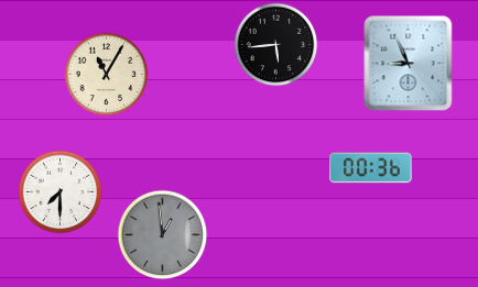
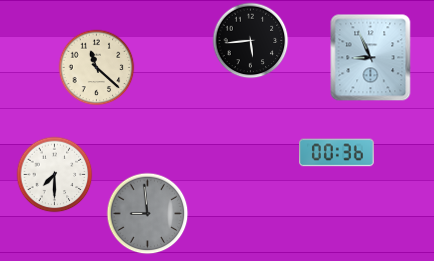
clock at (107, 75): 11:05 -> 11:22
clock at (163, 235): 12:59 -> 8:59
